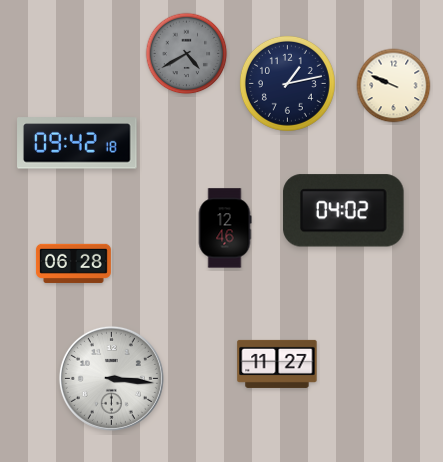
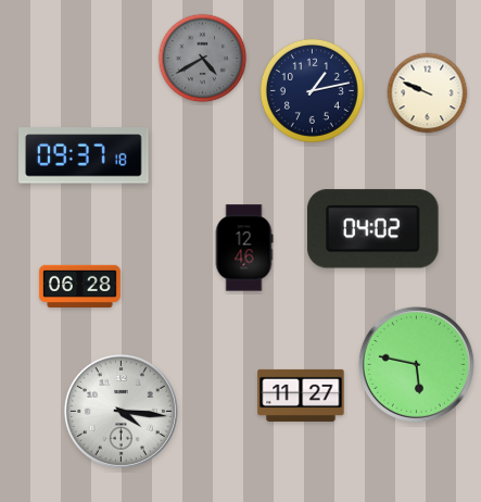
clock at (77, 143): 09:42 -> 09:37
clock at (416, 364): none -> 5:47
clock at (111, 378): 3:16 -> 4:16
